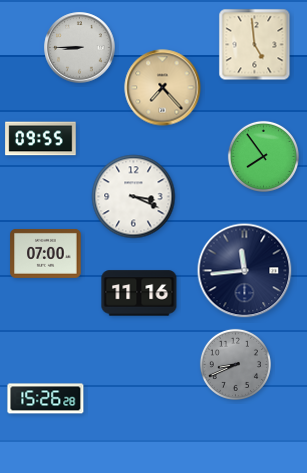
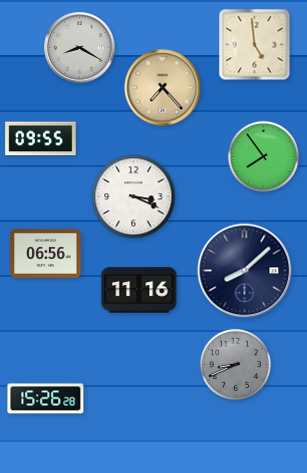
clock at (80, 48): 8:45 -> 8:20
clock at (46, 254): 07:00 -> 06:56
clock at (245, 271): 11:44 -> 8:08
clock at (139, 293) position: (139, 293) -> (139, 290)
